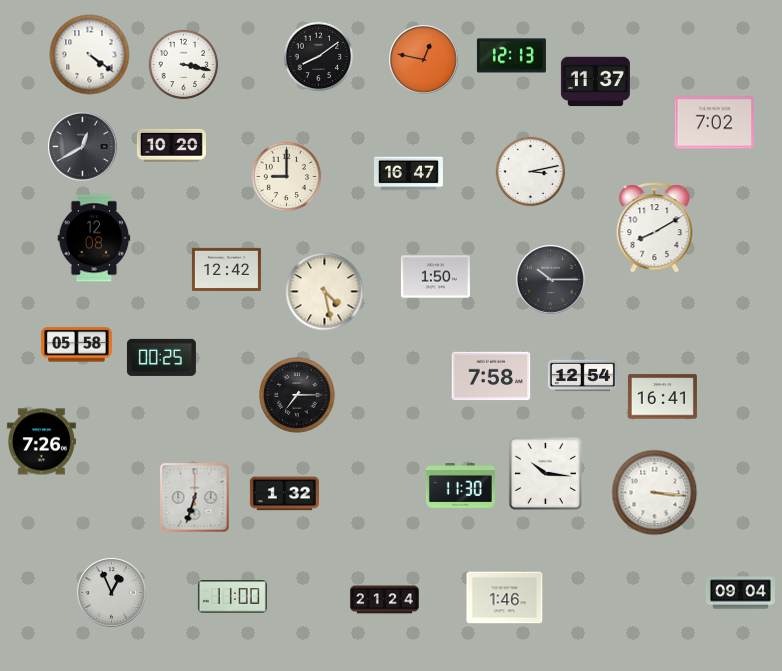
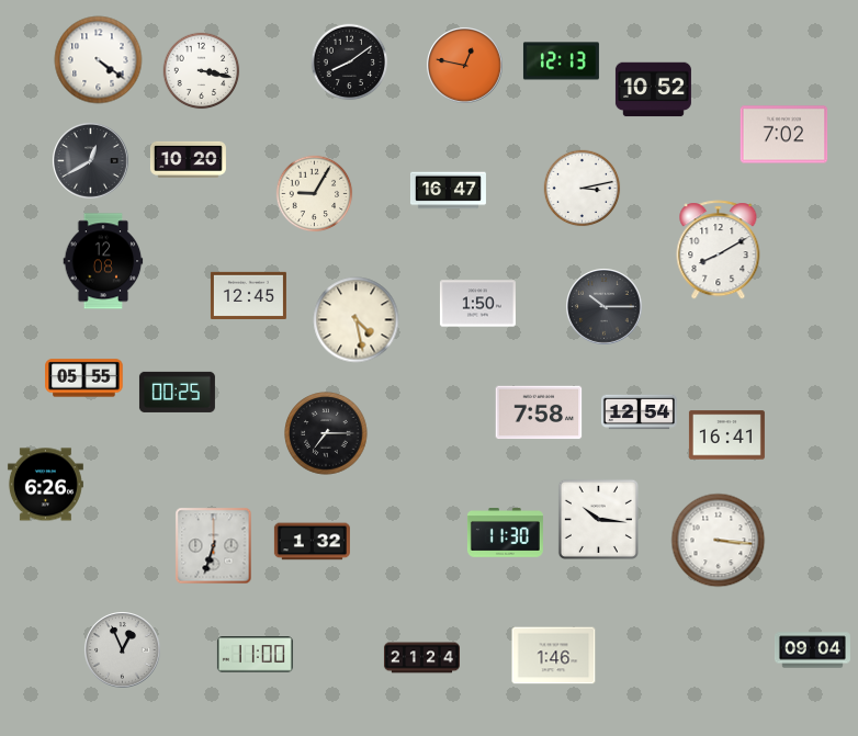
clock at (595, 82): 11:37 -> 10:52
clock at (287, 177): 9:00 -> 9:05
clock at (226, 269): 12:42 -> 12:45
clock at (77, 345): 05:58 -> 05:55
clock at (41, 442): 7:26 -> 6:26
